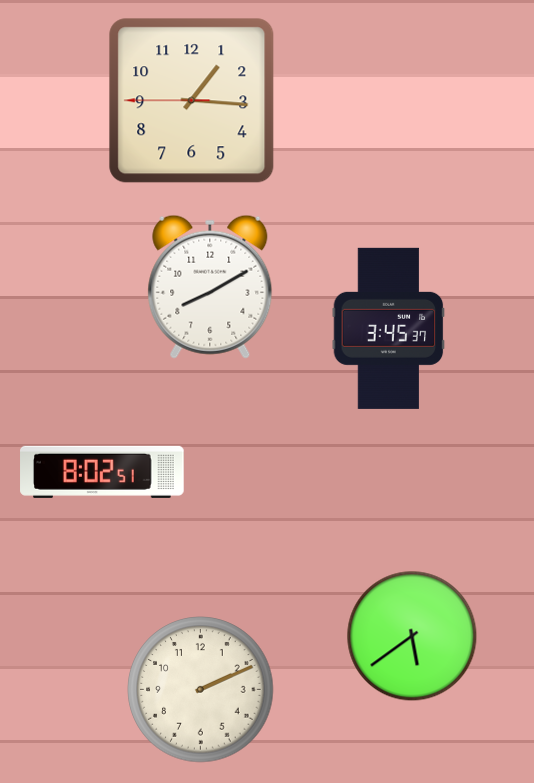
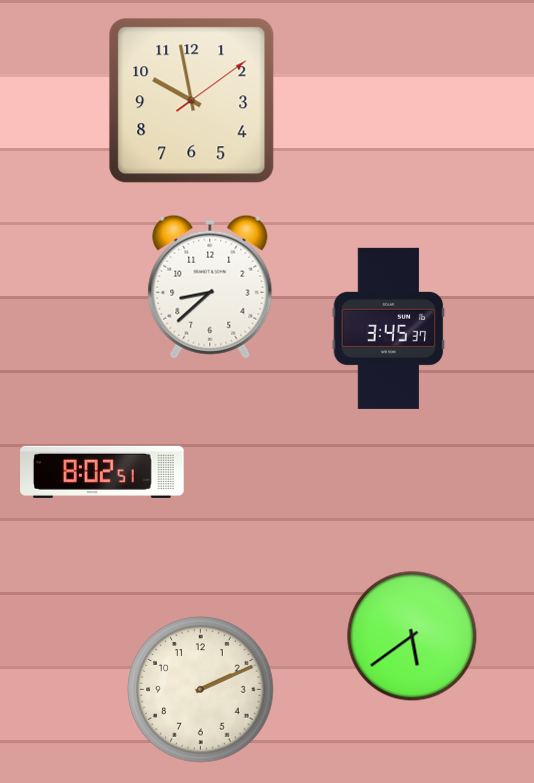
clock at (192, 101): 1:15 -> 9:58
clock at (210, 287): 8:10 -> 8:38
